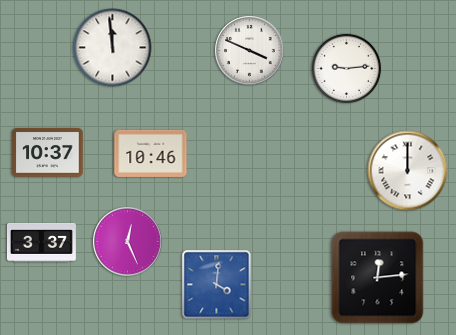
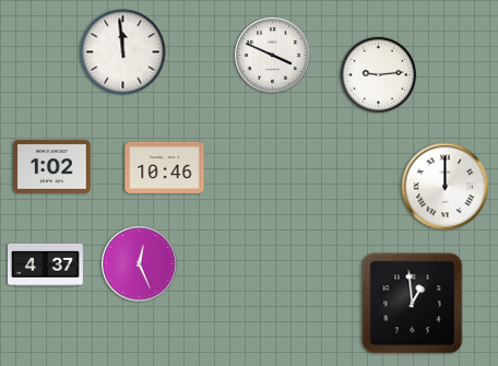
clock at (48, 153): 10:37 -> 1:02
clock at (41, 242): 3:37 -> 4:37
clock at (378, 278): 12:14 -> 12:59
clock at (217, 285): 4:01 -> none
